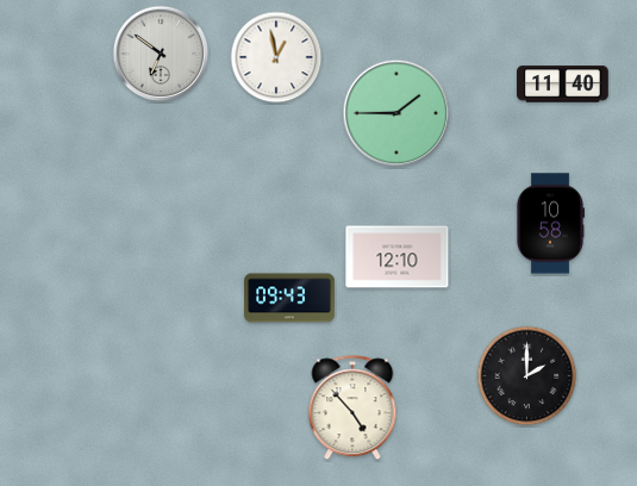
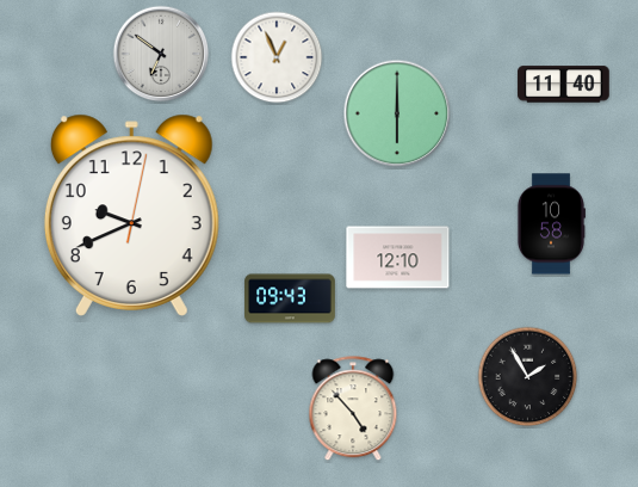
clock at (276, 57): 12:58 -> 12:56
clock at (396, 113): 1:45 -> 6:00
clock at (131, 215): none -> 9:41
clock at (527, 376): 2:00 -> 1:55
